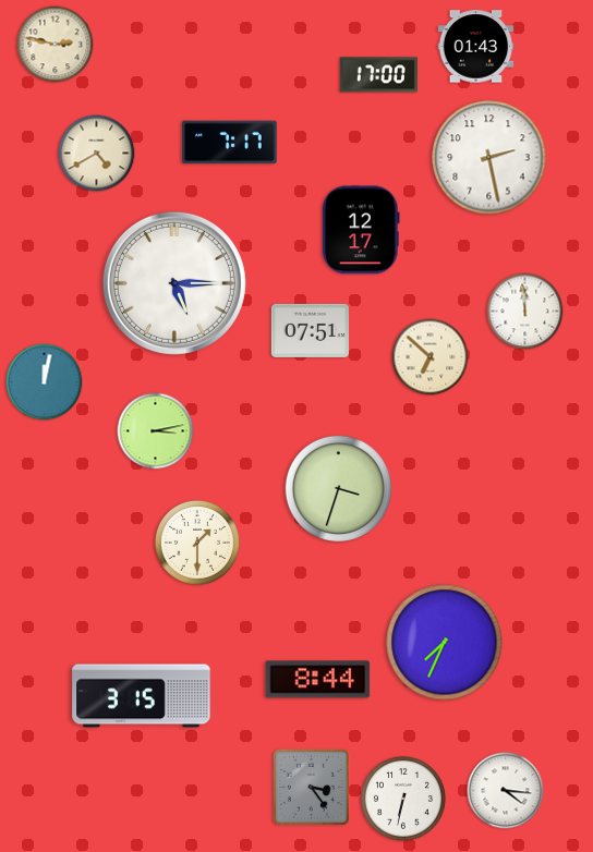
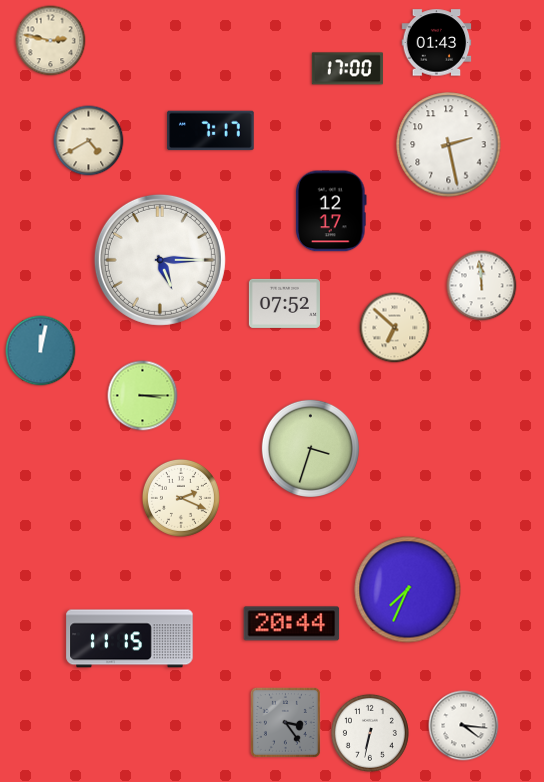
clock at (310, 330): 07:51 -> 07:52
clock at (156, 431): 3:13 -> 3:15
clock at (197, 543): 1:30 -> 2:19
clock at (318, 680): 8:44 -> 20:44
clock at (142, 696): 3:15 -> 11:15
